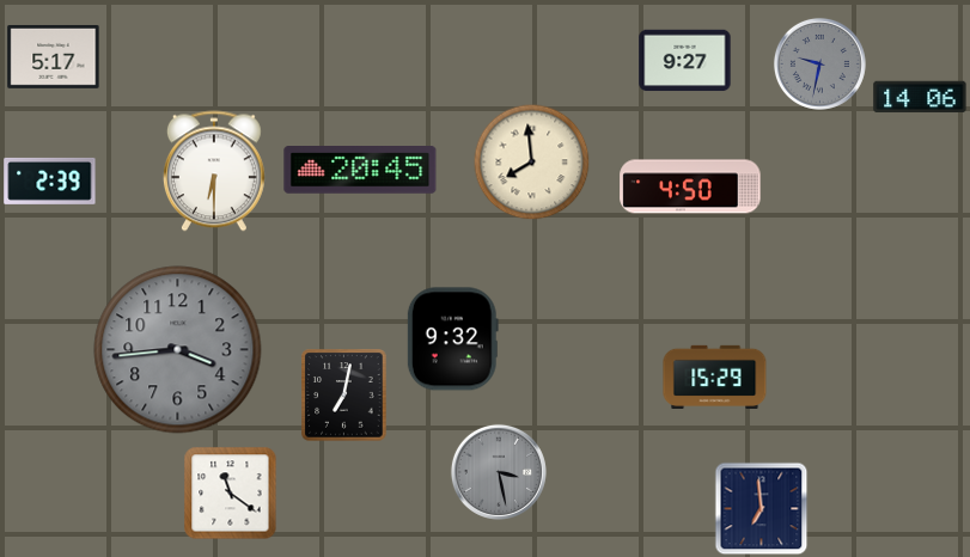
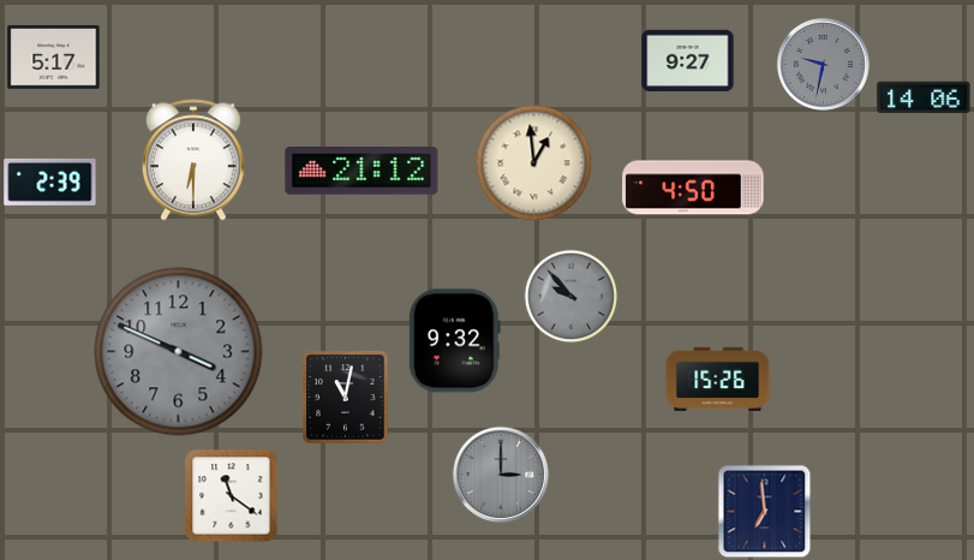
clock at (531, 161): 7:59 -> 12:59
clock at (214, 171) position: (214, 171) -> (193, 160)
clock at (360, 171): 20:45 -> 21:12
clock at (570, 296): none -> 9:53
clock at (178, 350): 3:44 -> 3:49
clock at (715, 377): 15:29 -> 15:26
clock at (344, 396): 7:02 -> 11:02
clock at (499, 472): 3:28 -> 3:00
